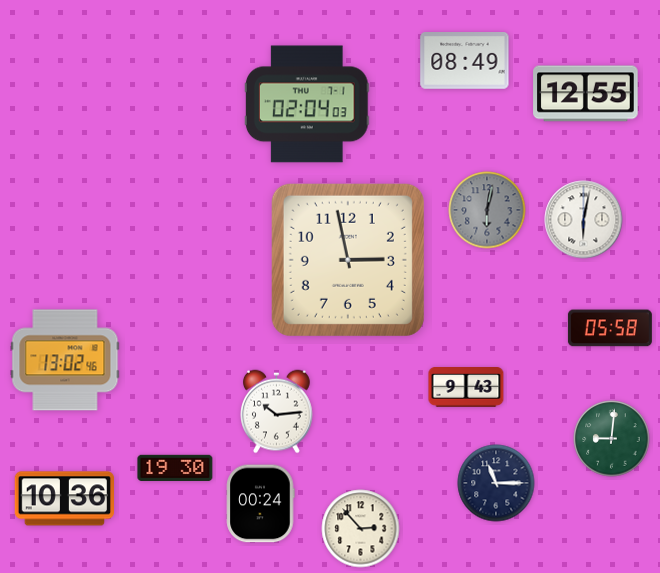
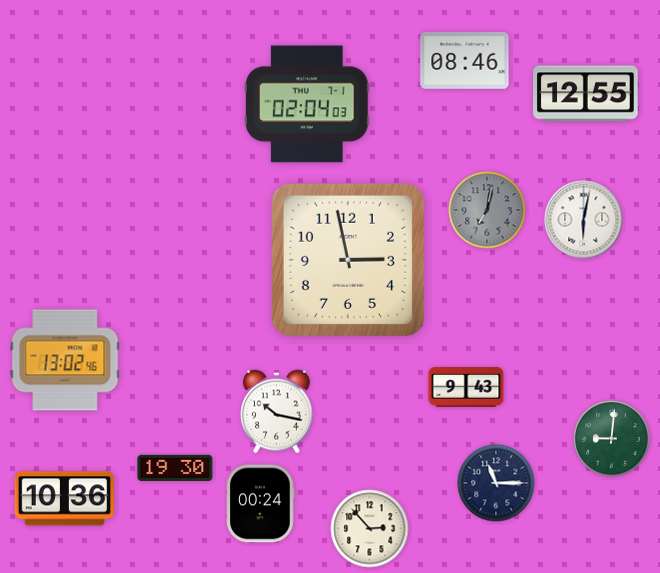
clock at (465, 61): 08:49 -> 08:46
clock at (487, 210): 6:02 -> 7:02
clock at (610, 328): 05:58 -> none
clock at (277, 412): 10:14 -> 10:17
clock at (361, 529) position: (361, 529) -> (370, 529)
